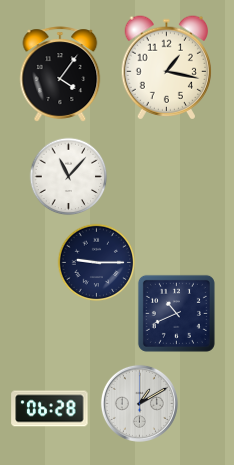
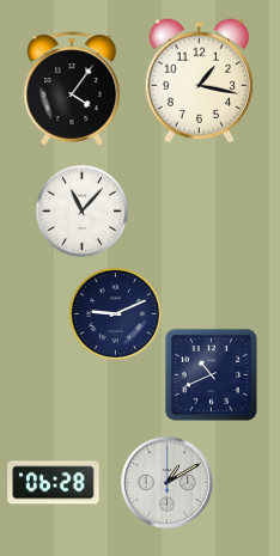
clock at (96, 262): 9:15 -> 9:11
clock at (50, 409) position: (50, 409) -> (54, 483)
